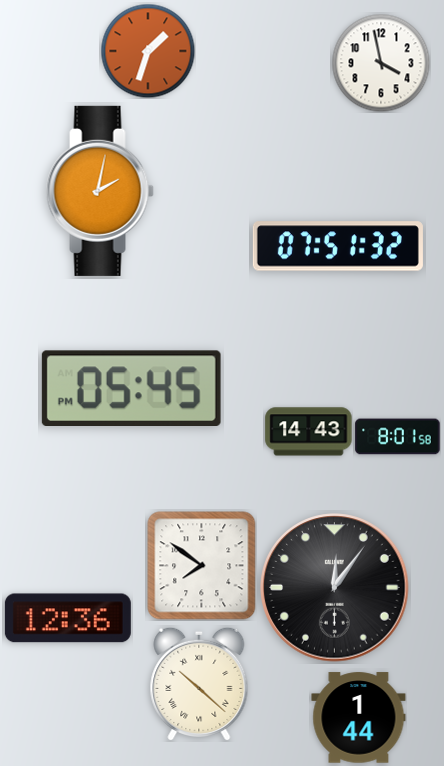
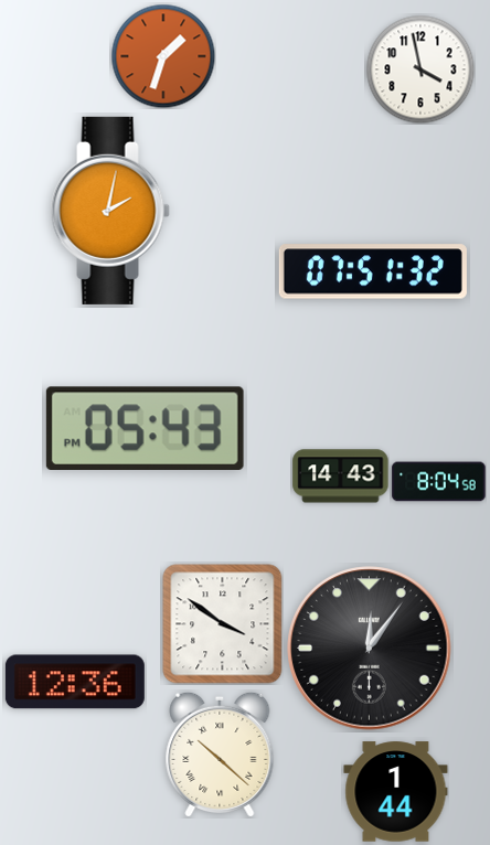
clock at (131, 388): 05:45 -> 05:43
clock at (398, 437): 8:01 -> 8:04
clock at (202, 566): 7:51 -> 3:51
